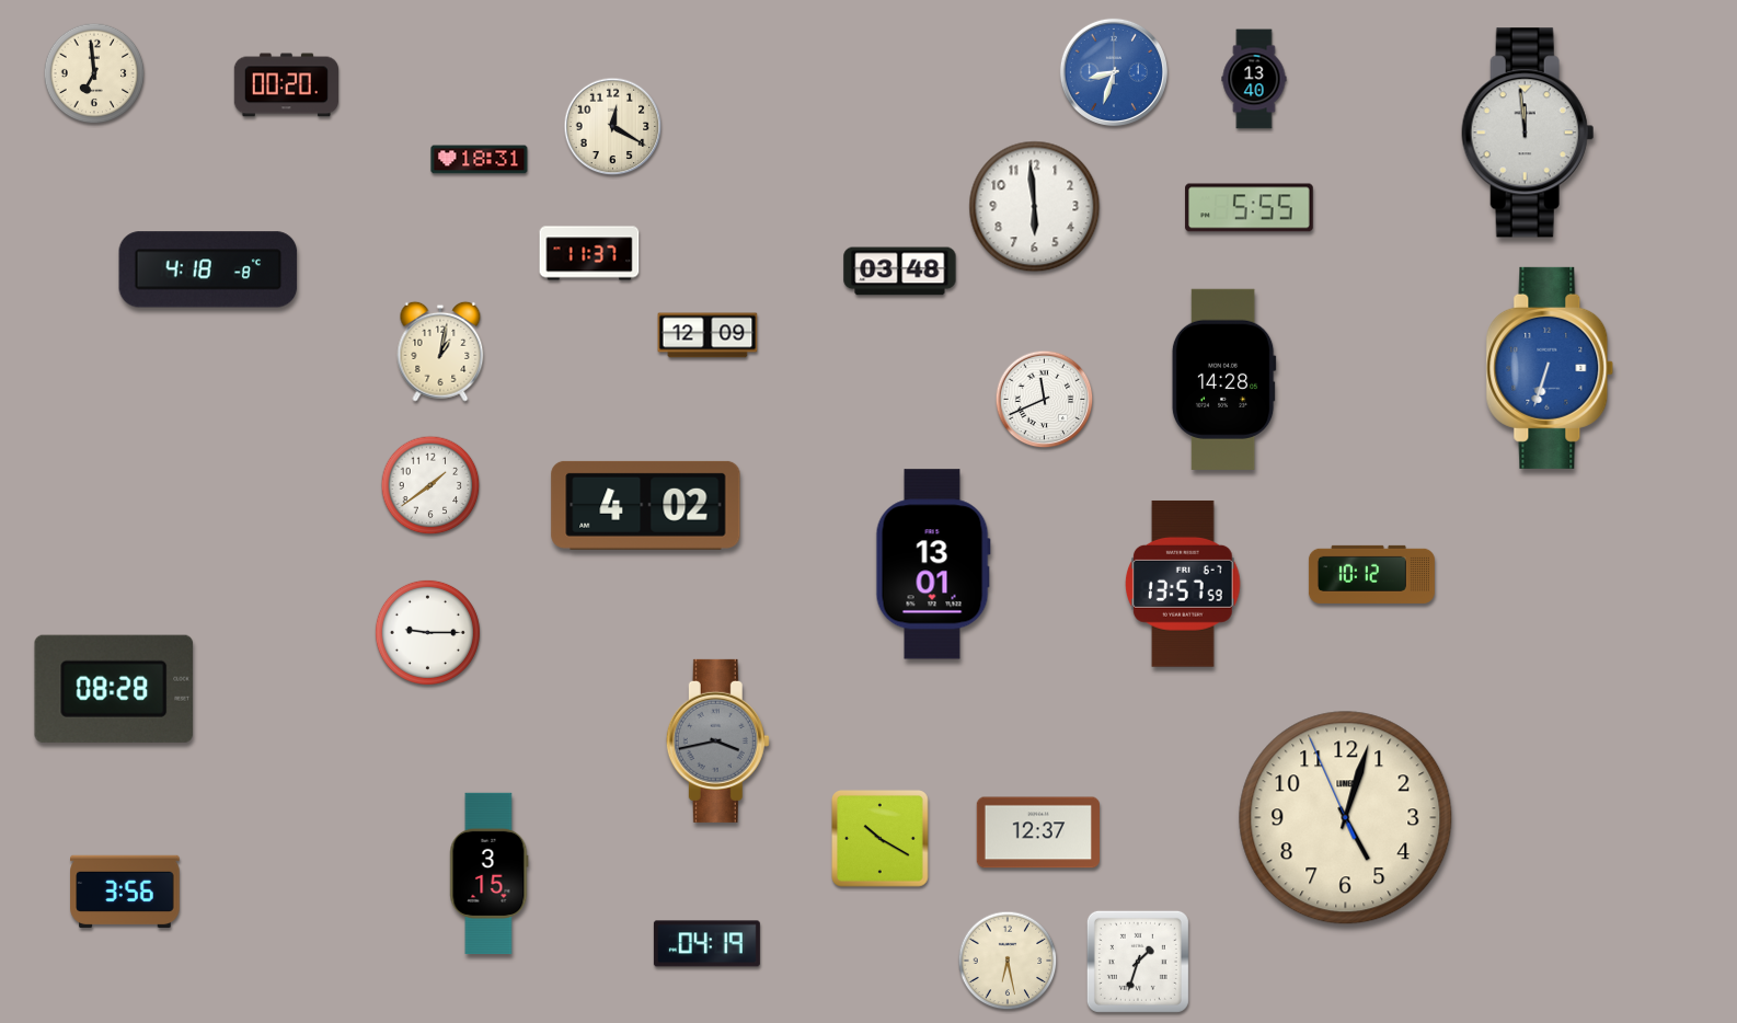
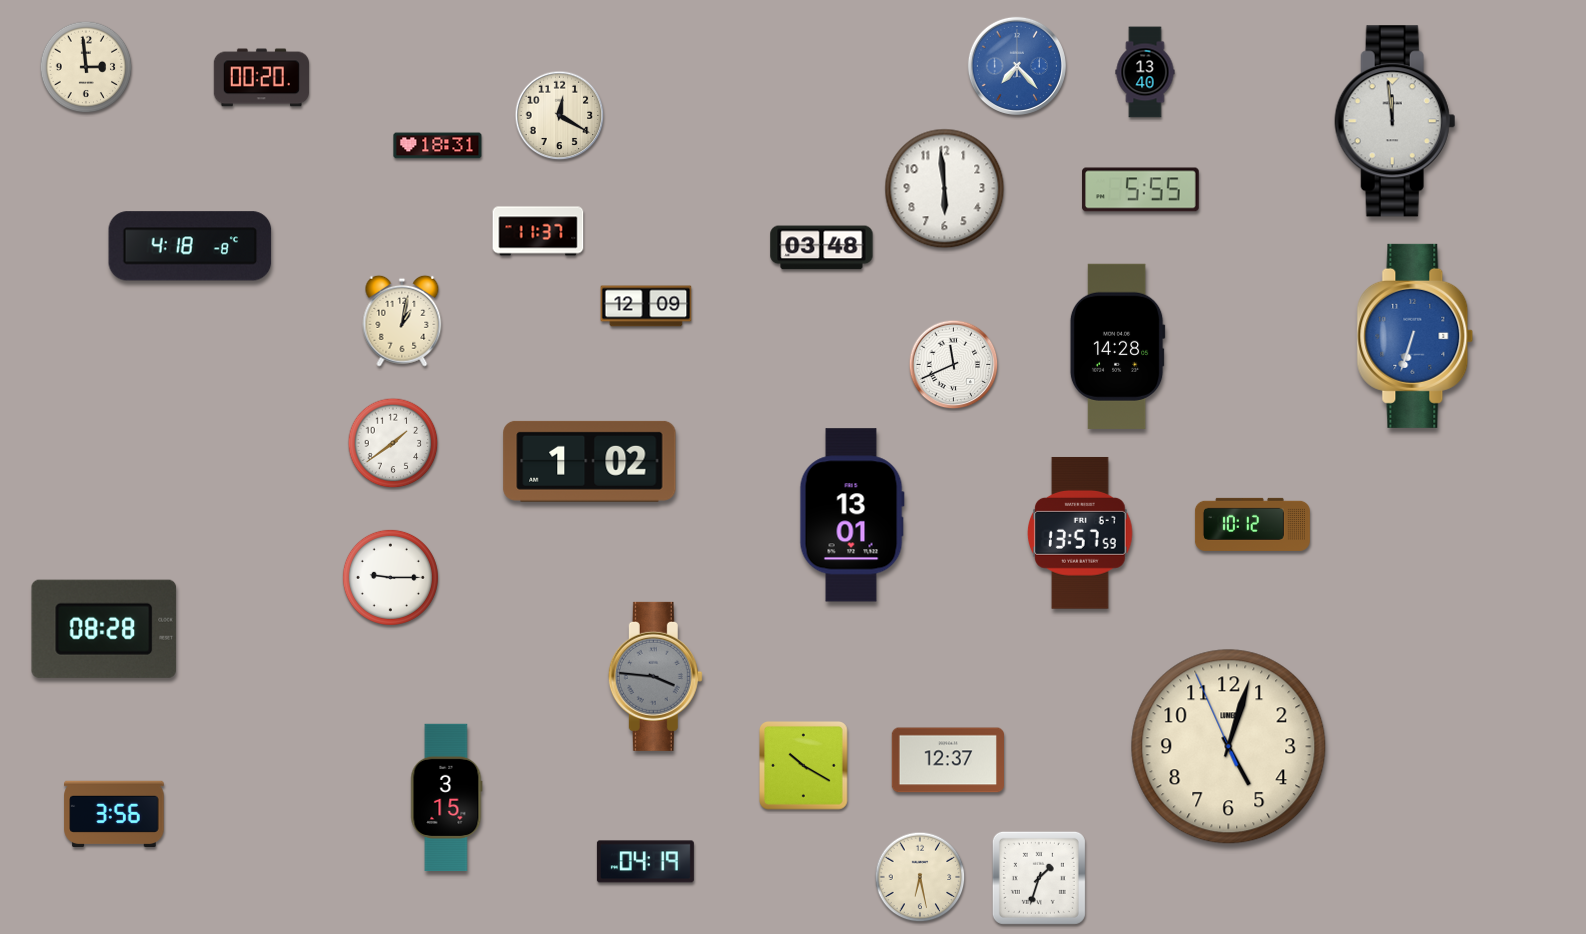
clock at (1114, 72): 8:33 -> 7:23
clock at (94, 73): 6:59 -> 2:59
clock at (646, 505): 4:02 -> 1:02
clock at (717, 740): 3:43 -> 3:46
